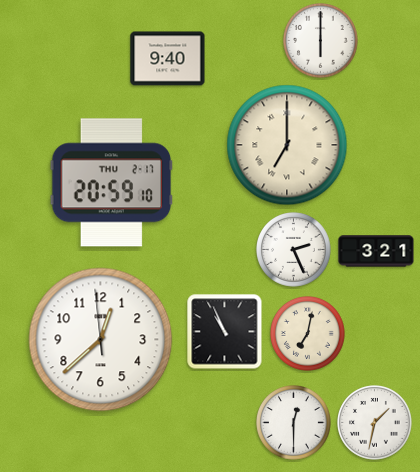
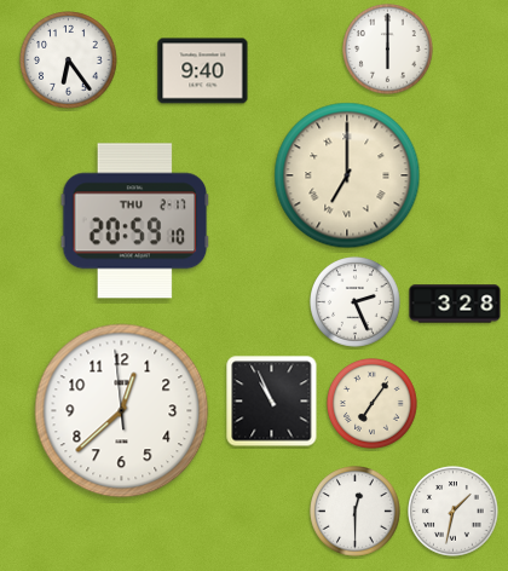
clock at (69, 60): none -> 6:24
clock at (376, 251): 3:21 -> 3:28
clock at (308, 334): 7:02 -> 7:06
